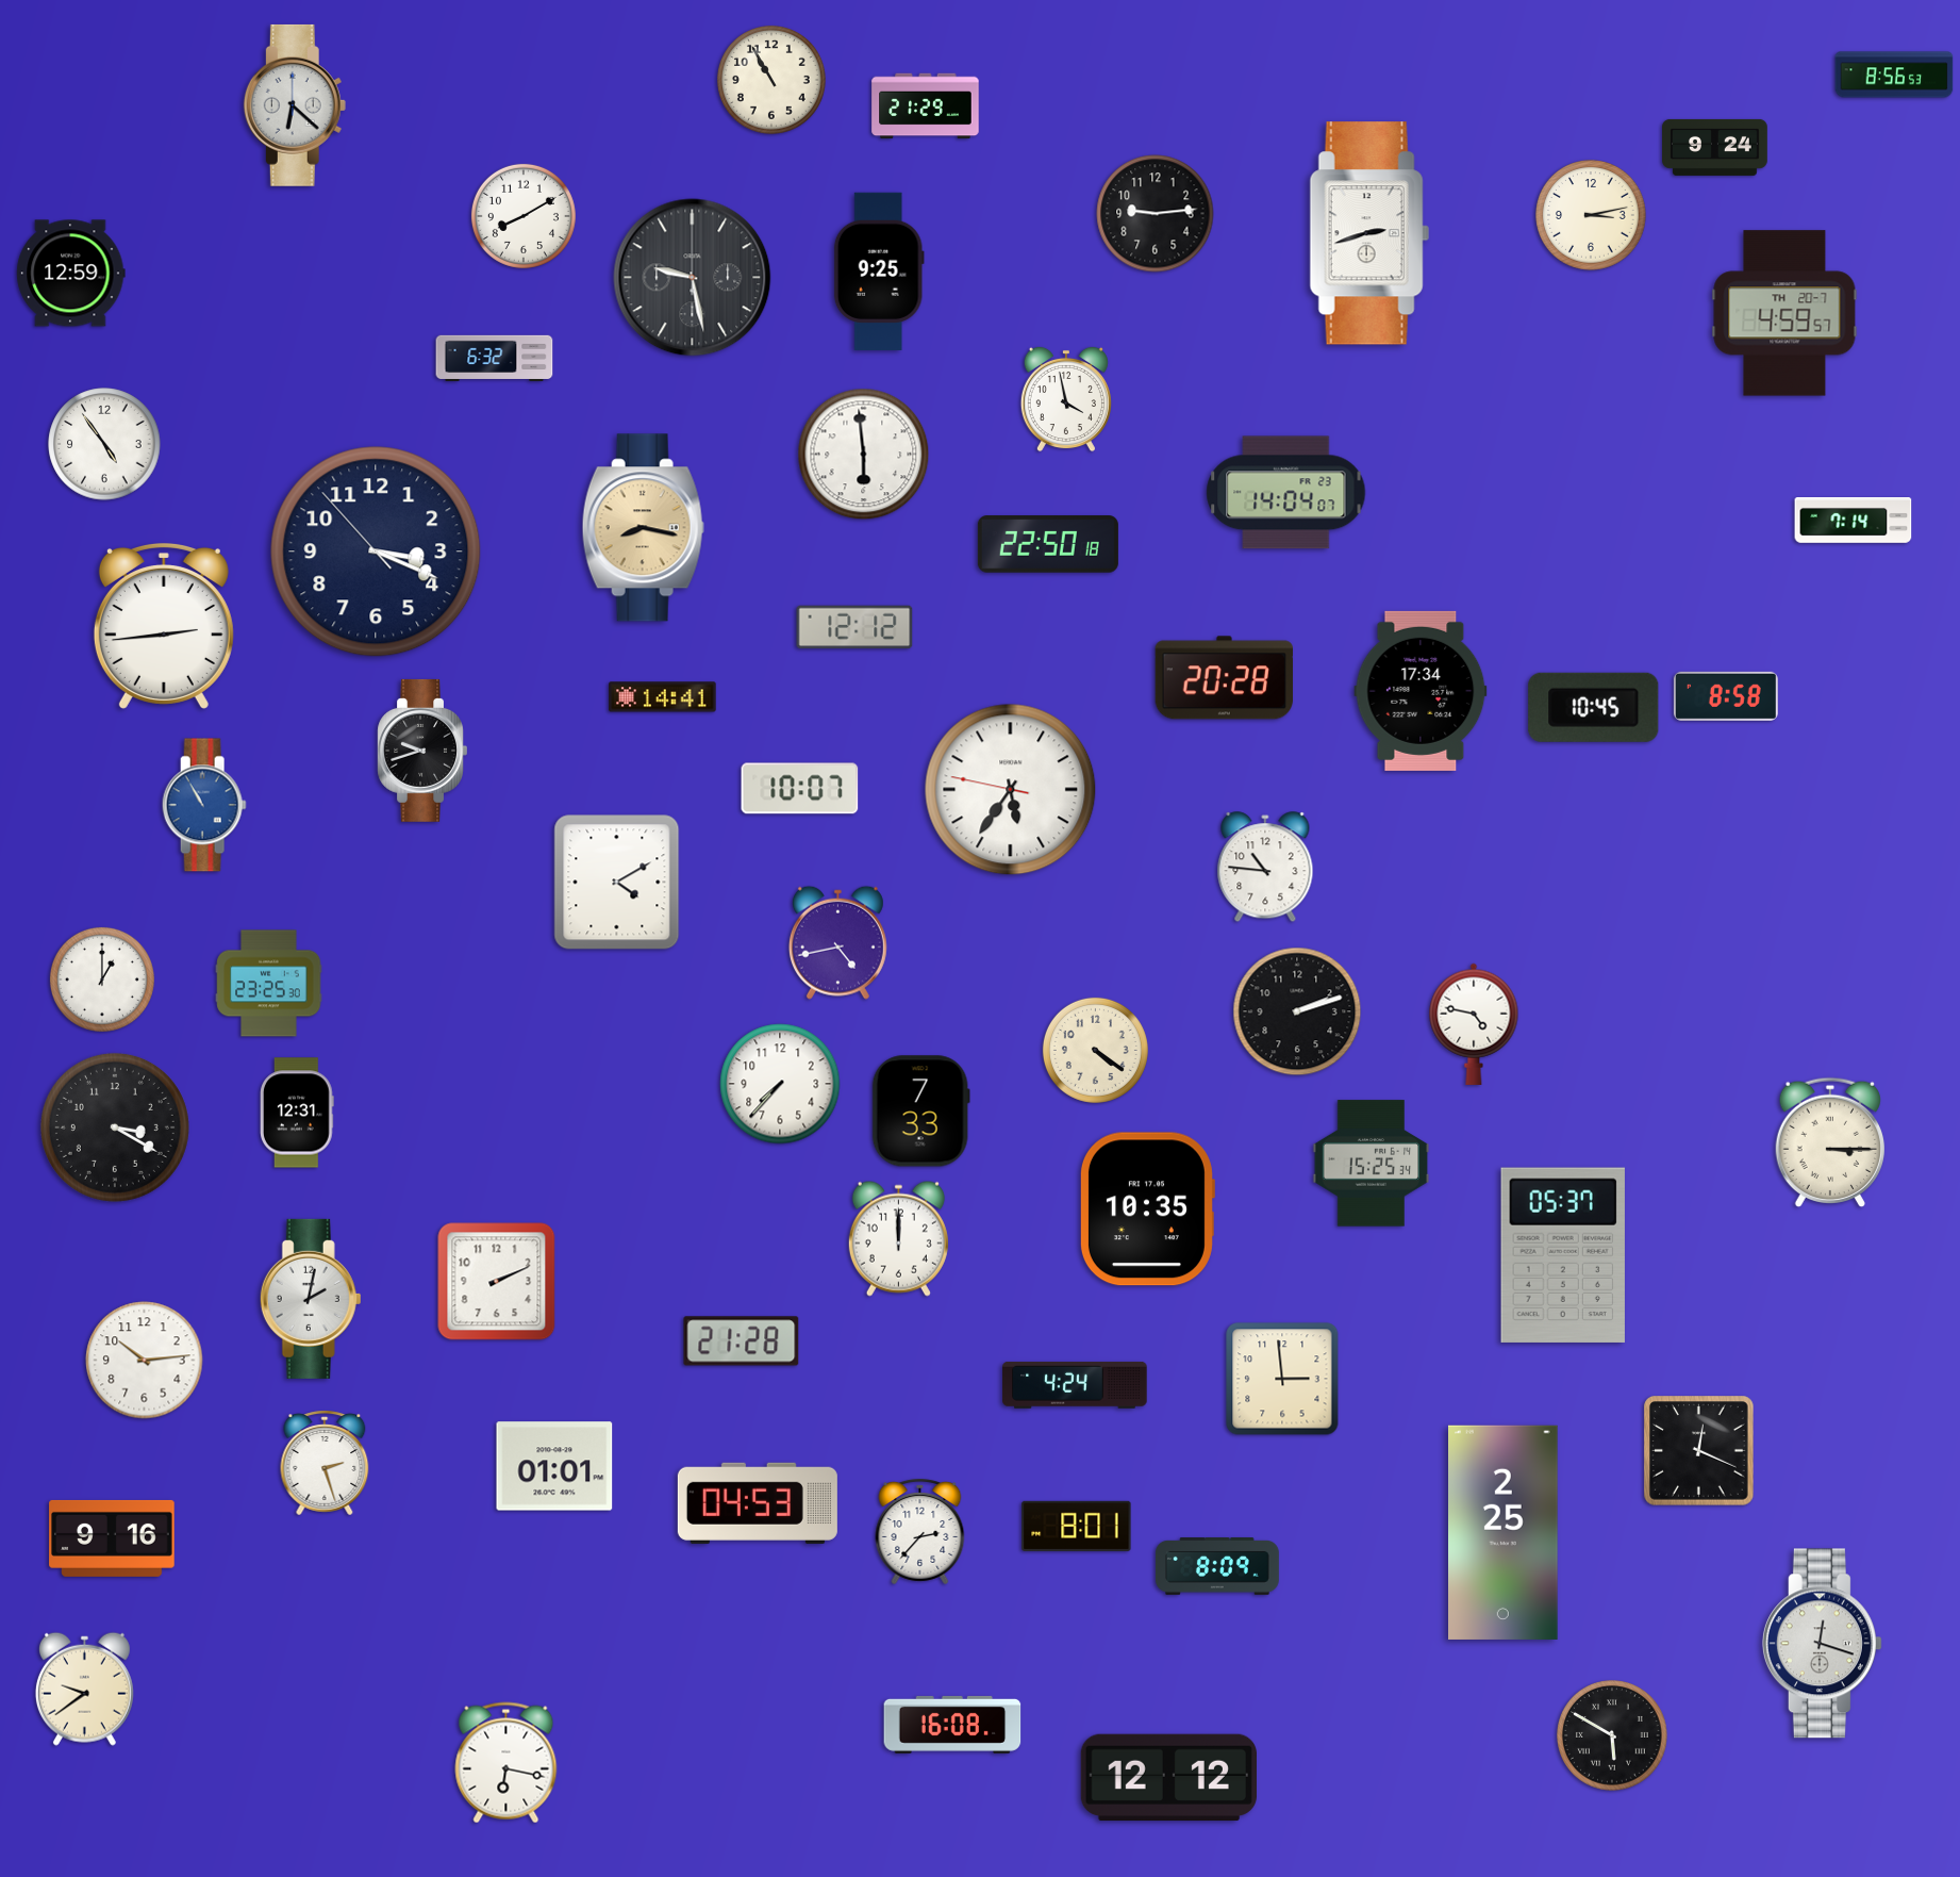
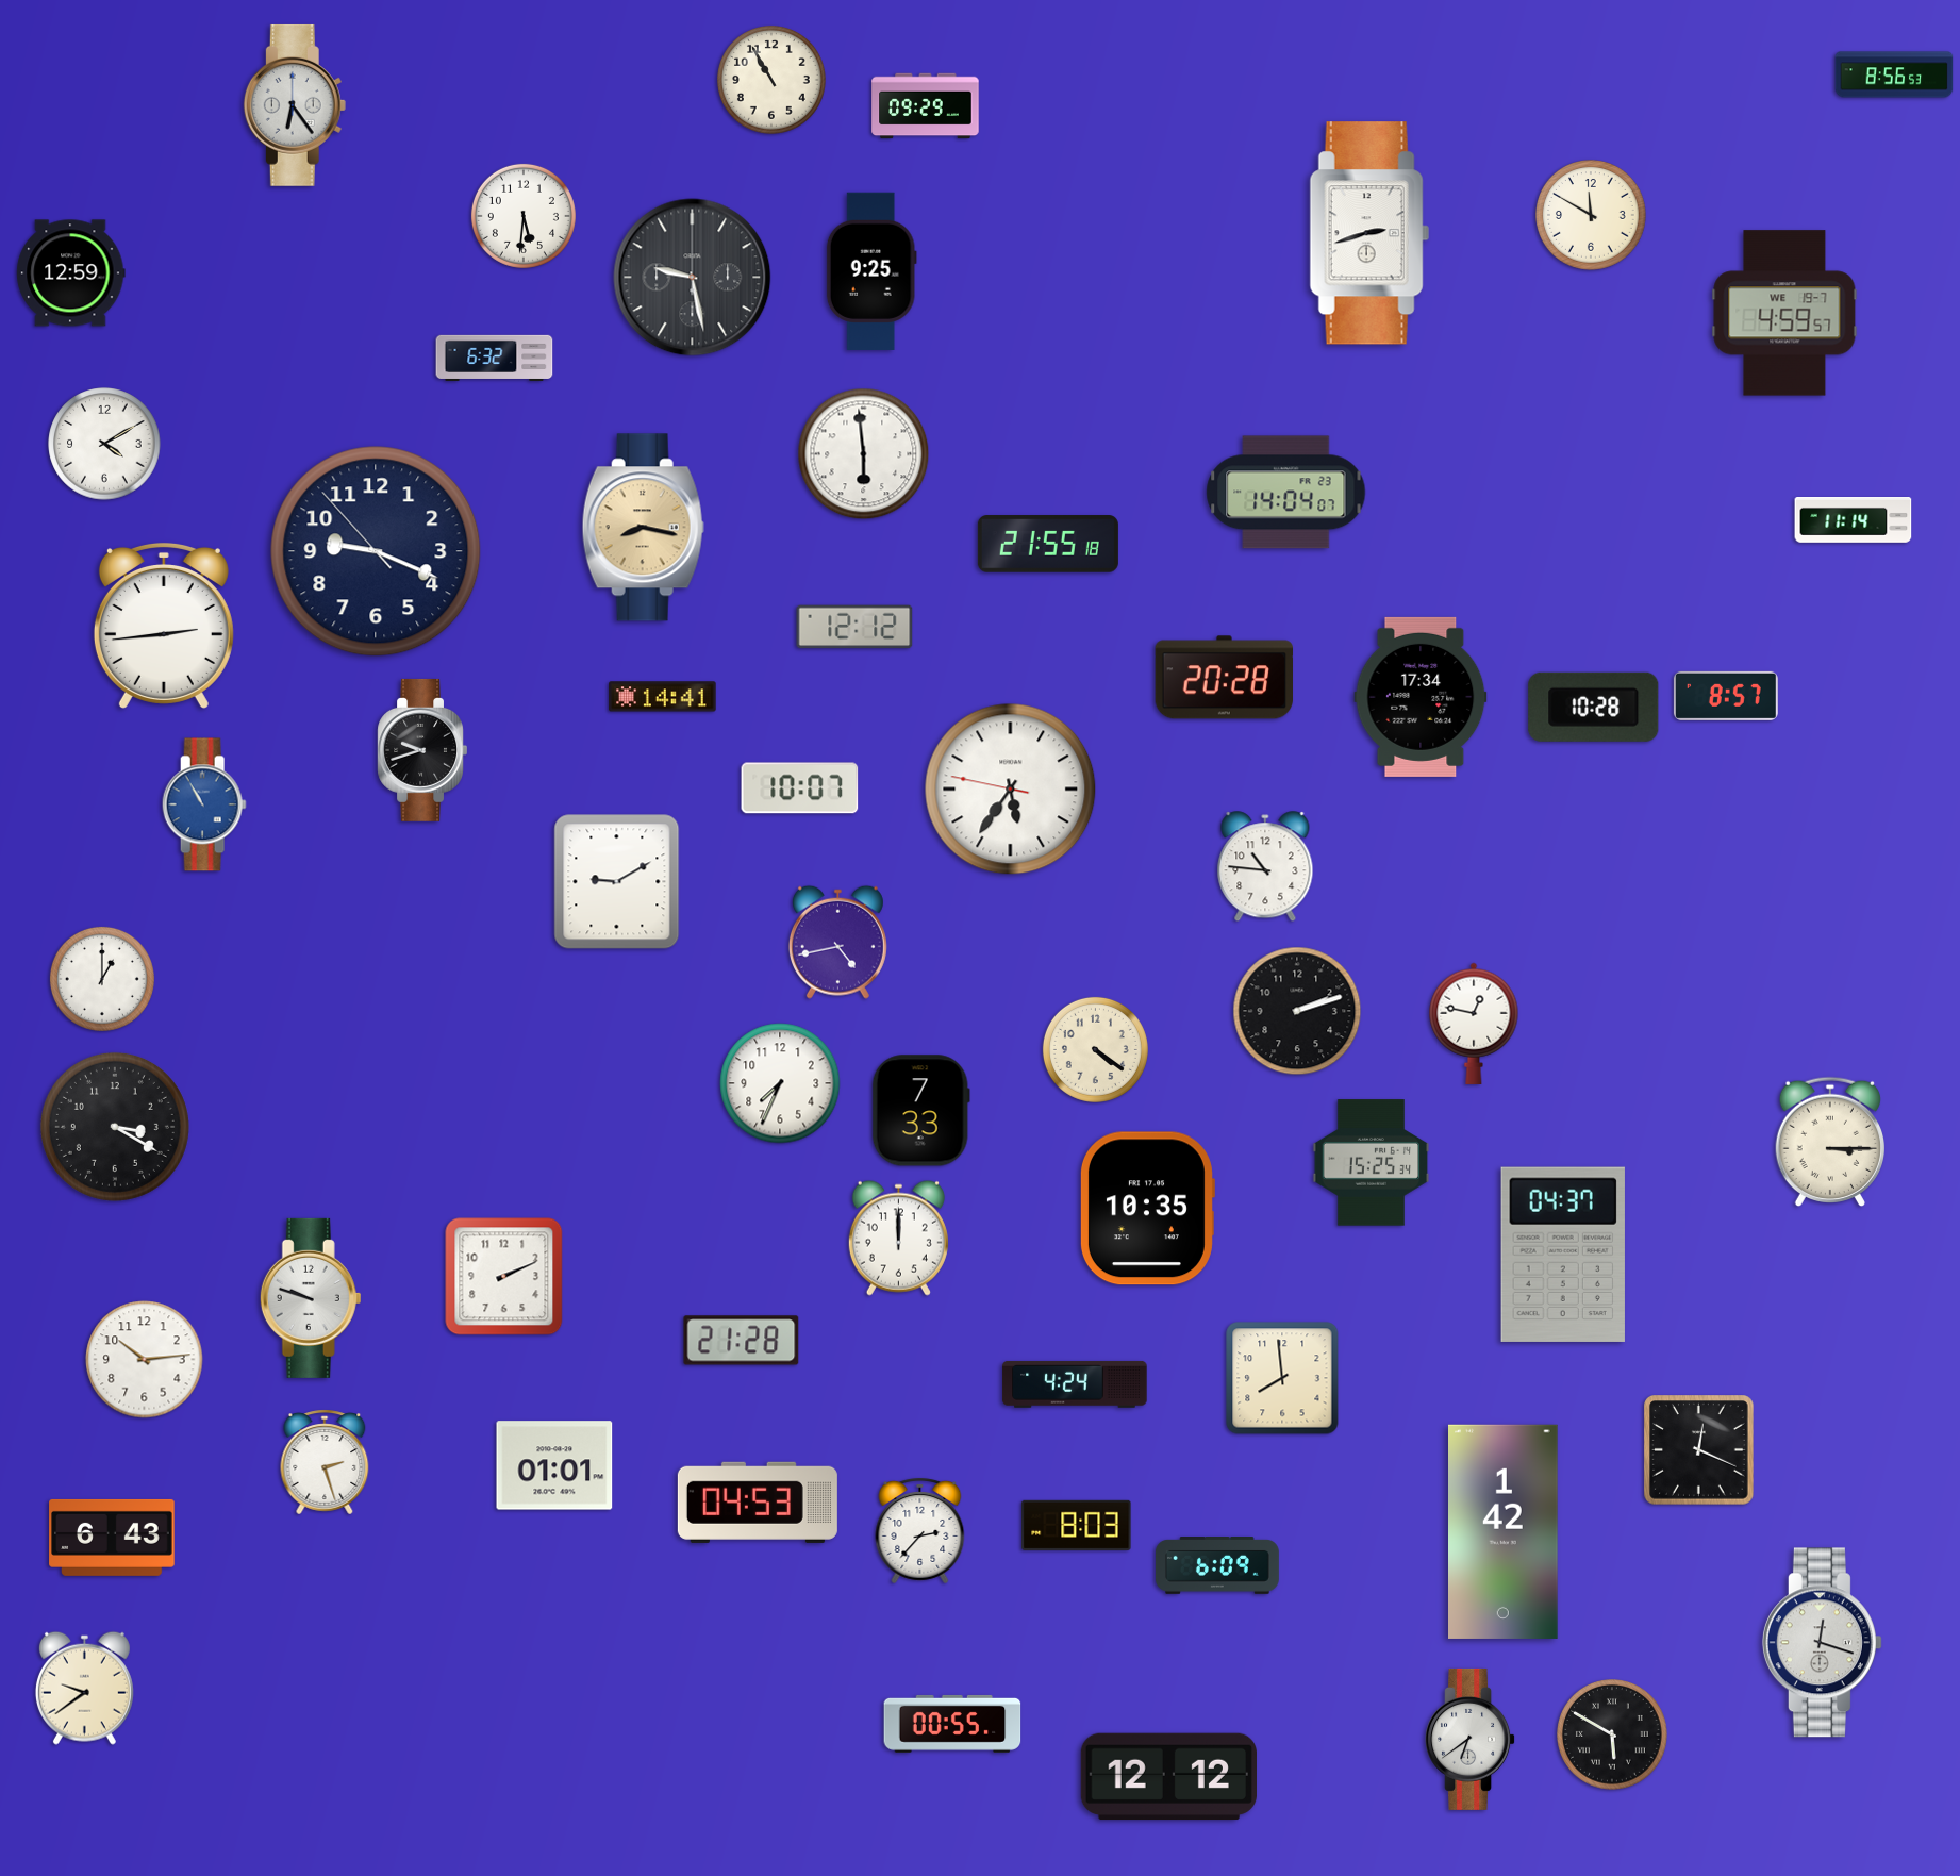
clock at (295, 105): 6:22 -> 6:24
clock at (926, 106): 21:29 -> 09:29
clock at (1715, 147): 9:24 -> none
clock at (1156, 214): 9:14 -> none
clock at (1591, 215): 3:13 -> 11:50
clock at (524, 216): 8:10 -> 5:31
clock at (879, 271) position: (879, 271) -> (871, 271)
clock at (1784, 313) date: TH 20-7 -> WE 19-7
clock at (1066, 399): 3:58 -> none
clock at (104, 444): 4:54 -> 4:10
clock at (1854, 521): 7:14 -> 11:14
clock at (1048, 544): 22:50 -> 21:55
clock at (376, 551): 3:18 -> 9:18
clock at (1421, 691) position: (1421, 691) -> (1421, 697)
clock at (1726, 696): 8:58 -> 8:57
clock at (1594, 707): 10:45 -> 10:28
clock at (617, 883): 4:10 -> 9:10
clock at (269, 984): 23:25 -> none
clock at (1474, 1024): 4:47 -> 12:47
clock at (780, 1084): 7:37 -> 7:34
clock at (298, 1113): 12:31 -> none
clock at (1563, 1255): 05:37 -> 04:37
clock at (497, 1282) position: (497, 1282) -> (504, 1277)
clock at (311, 1299): 2:02 -> 9:48
clock at (1282, 1379): 2:59 -> 7:59
clock at (1077, 1526): 8:01 -> 8:03
clock at (1504, 1532): 2:25 -> 1:42
clock at (112, 1538): 9:16 -> 6:43
clock at (1217, 1567): 8:09 -> 6:09
clock at (952, 1725): 16:08 -> 00:55
clock at (1471, 1739): none -> 6:39
clock at (506, 1763): 6:17 -> none
